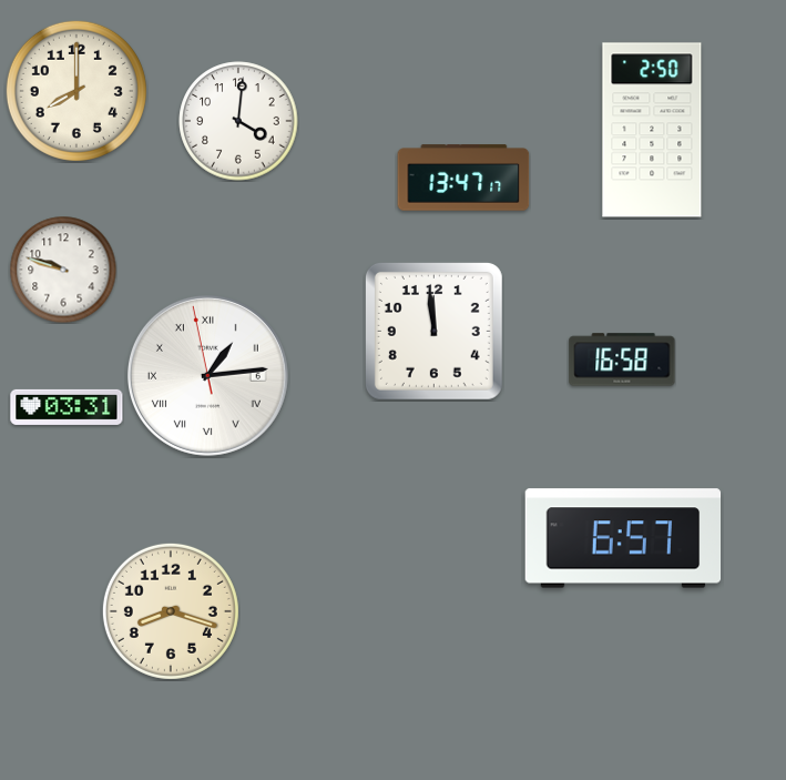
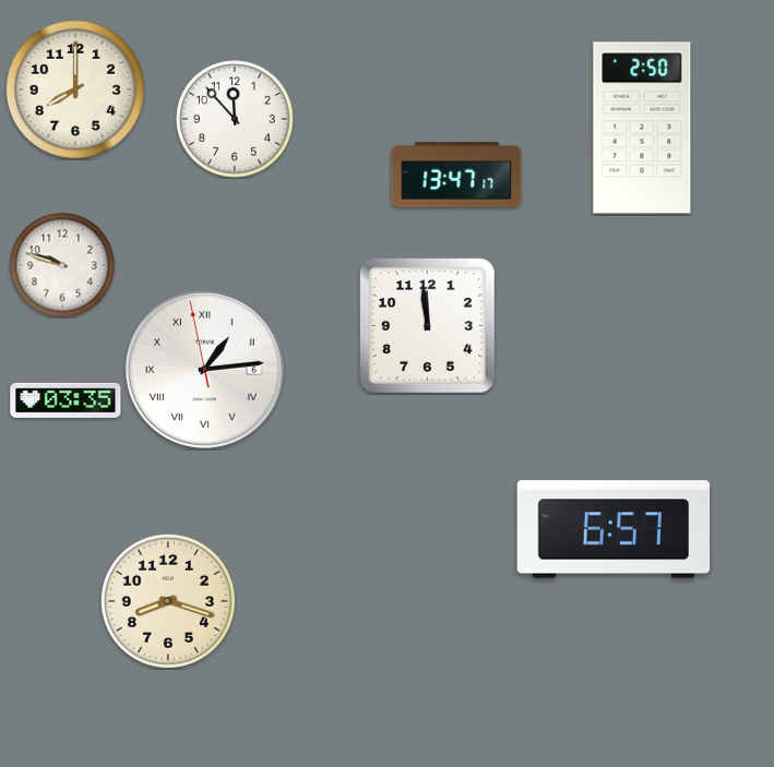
clock at (238, 121): 4:01 -> 11:53
clock at (622, 359): 16:58 -> none
clock at (67, 407): 03:31 -> 03:35
